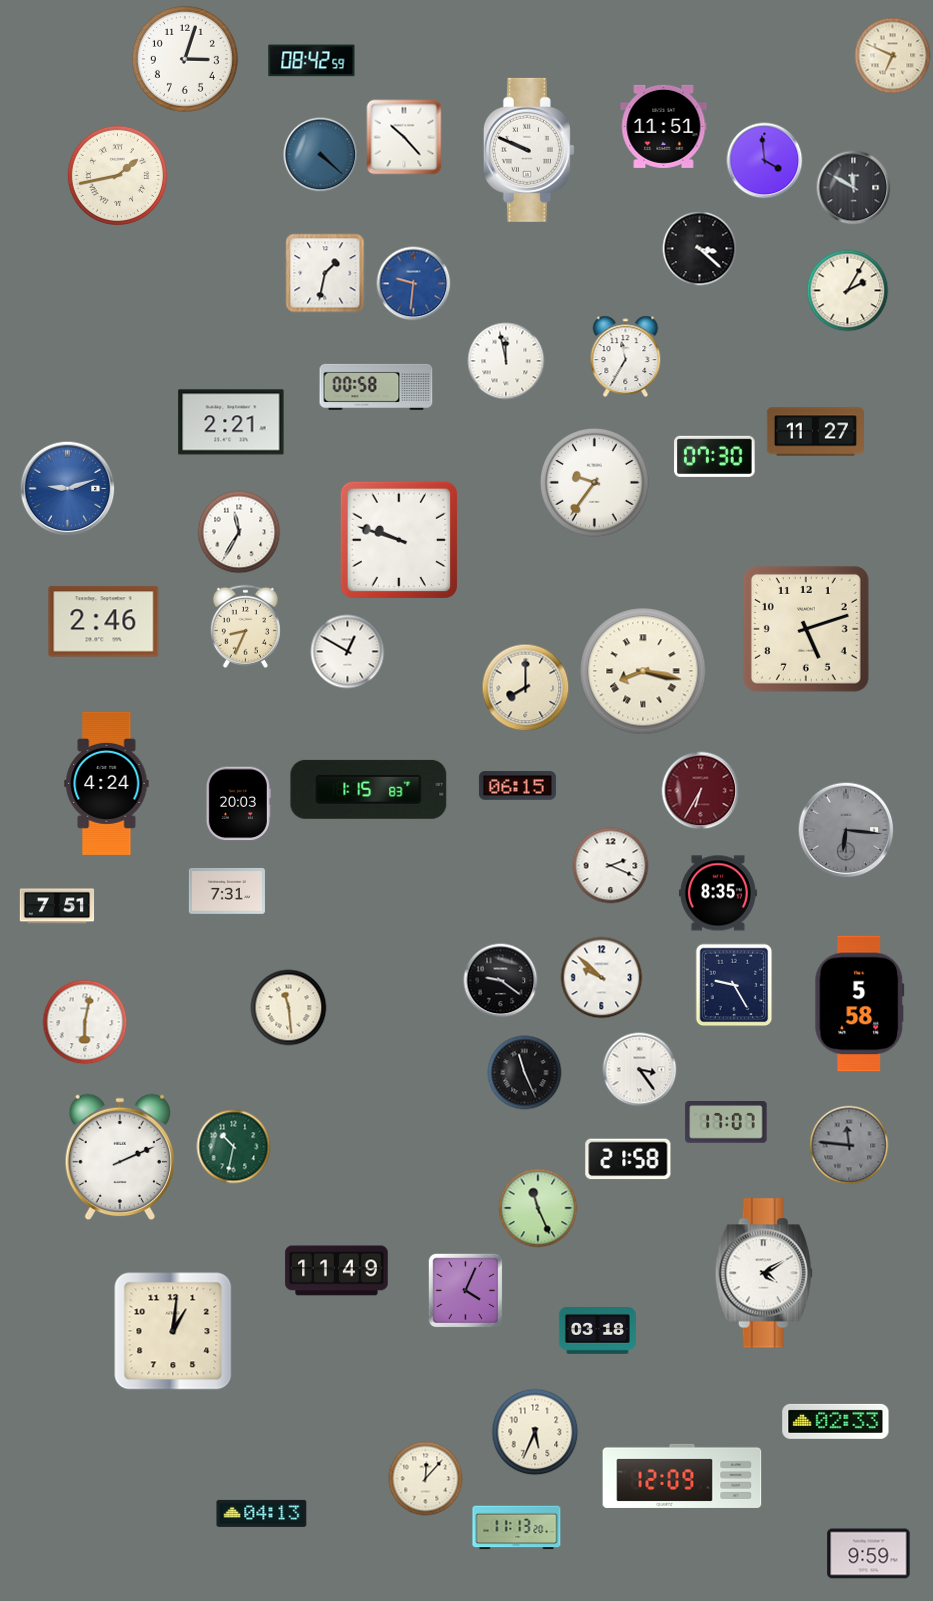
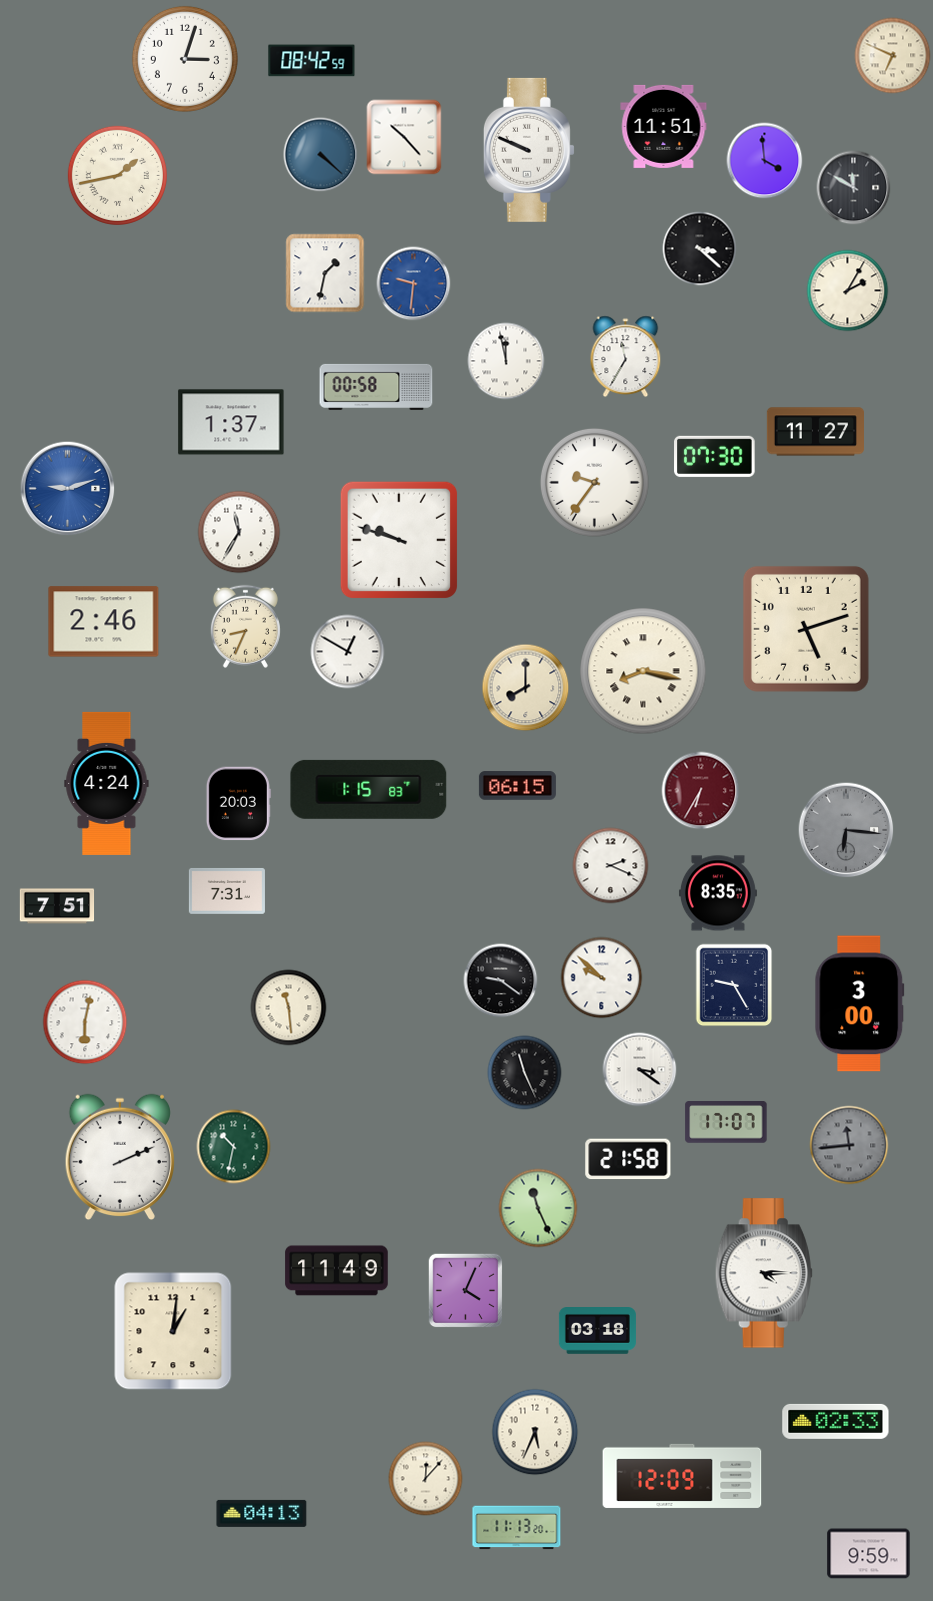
clock at (231, 422): 2:21 -> 1:37
clock at (860, 1004): 5:58 -> 3:00
clock at (640, 1070): 3:24 -> 3:21
clock at (849, 1145): 11:46 -> 11:44
clock at (764, 1273): 4:10 -> 4:15
